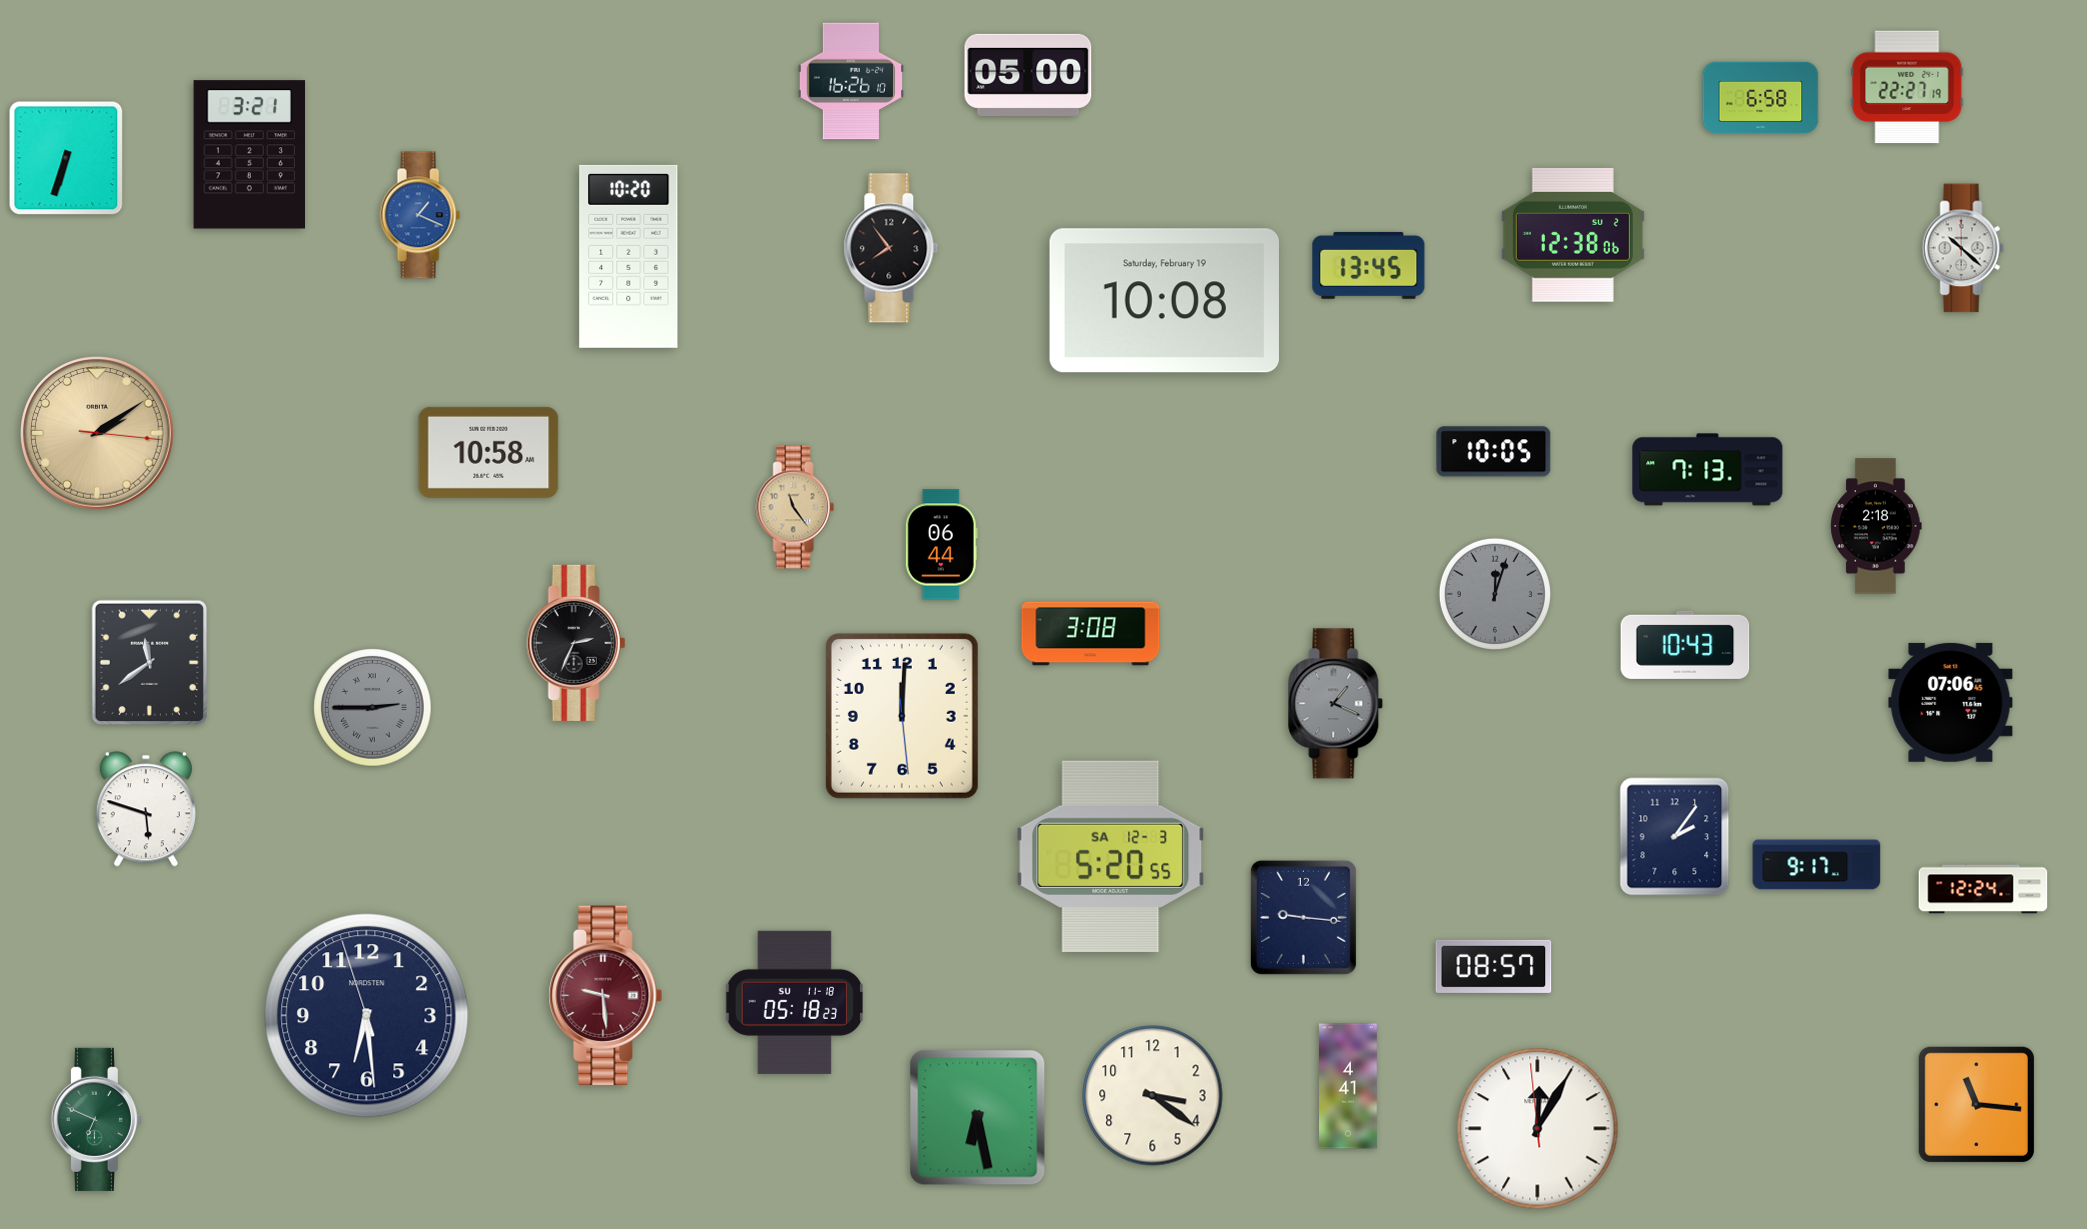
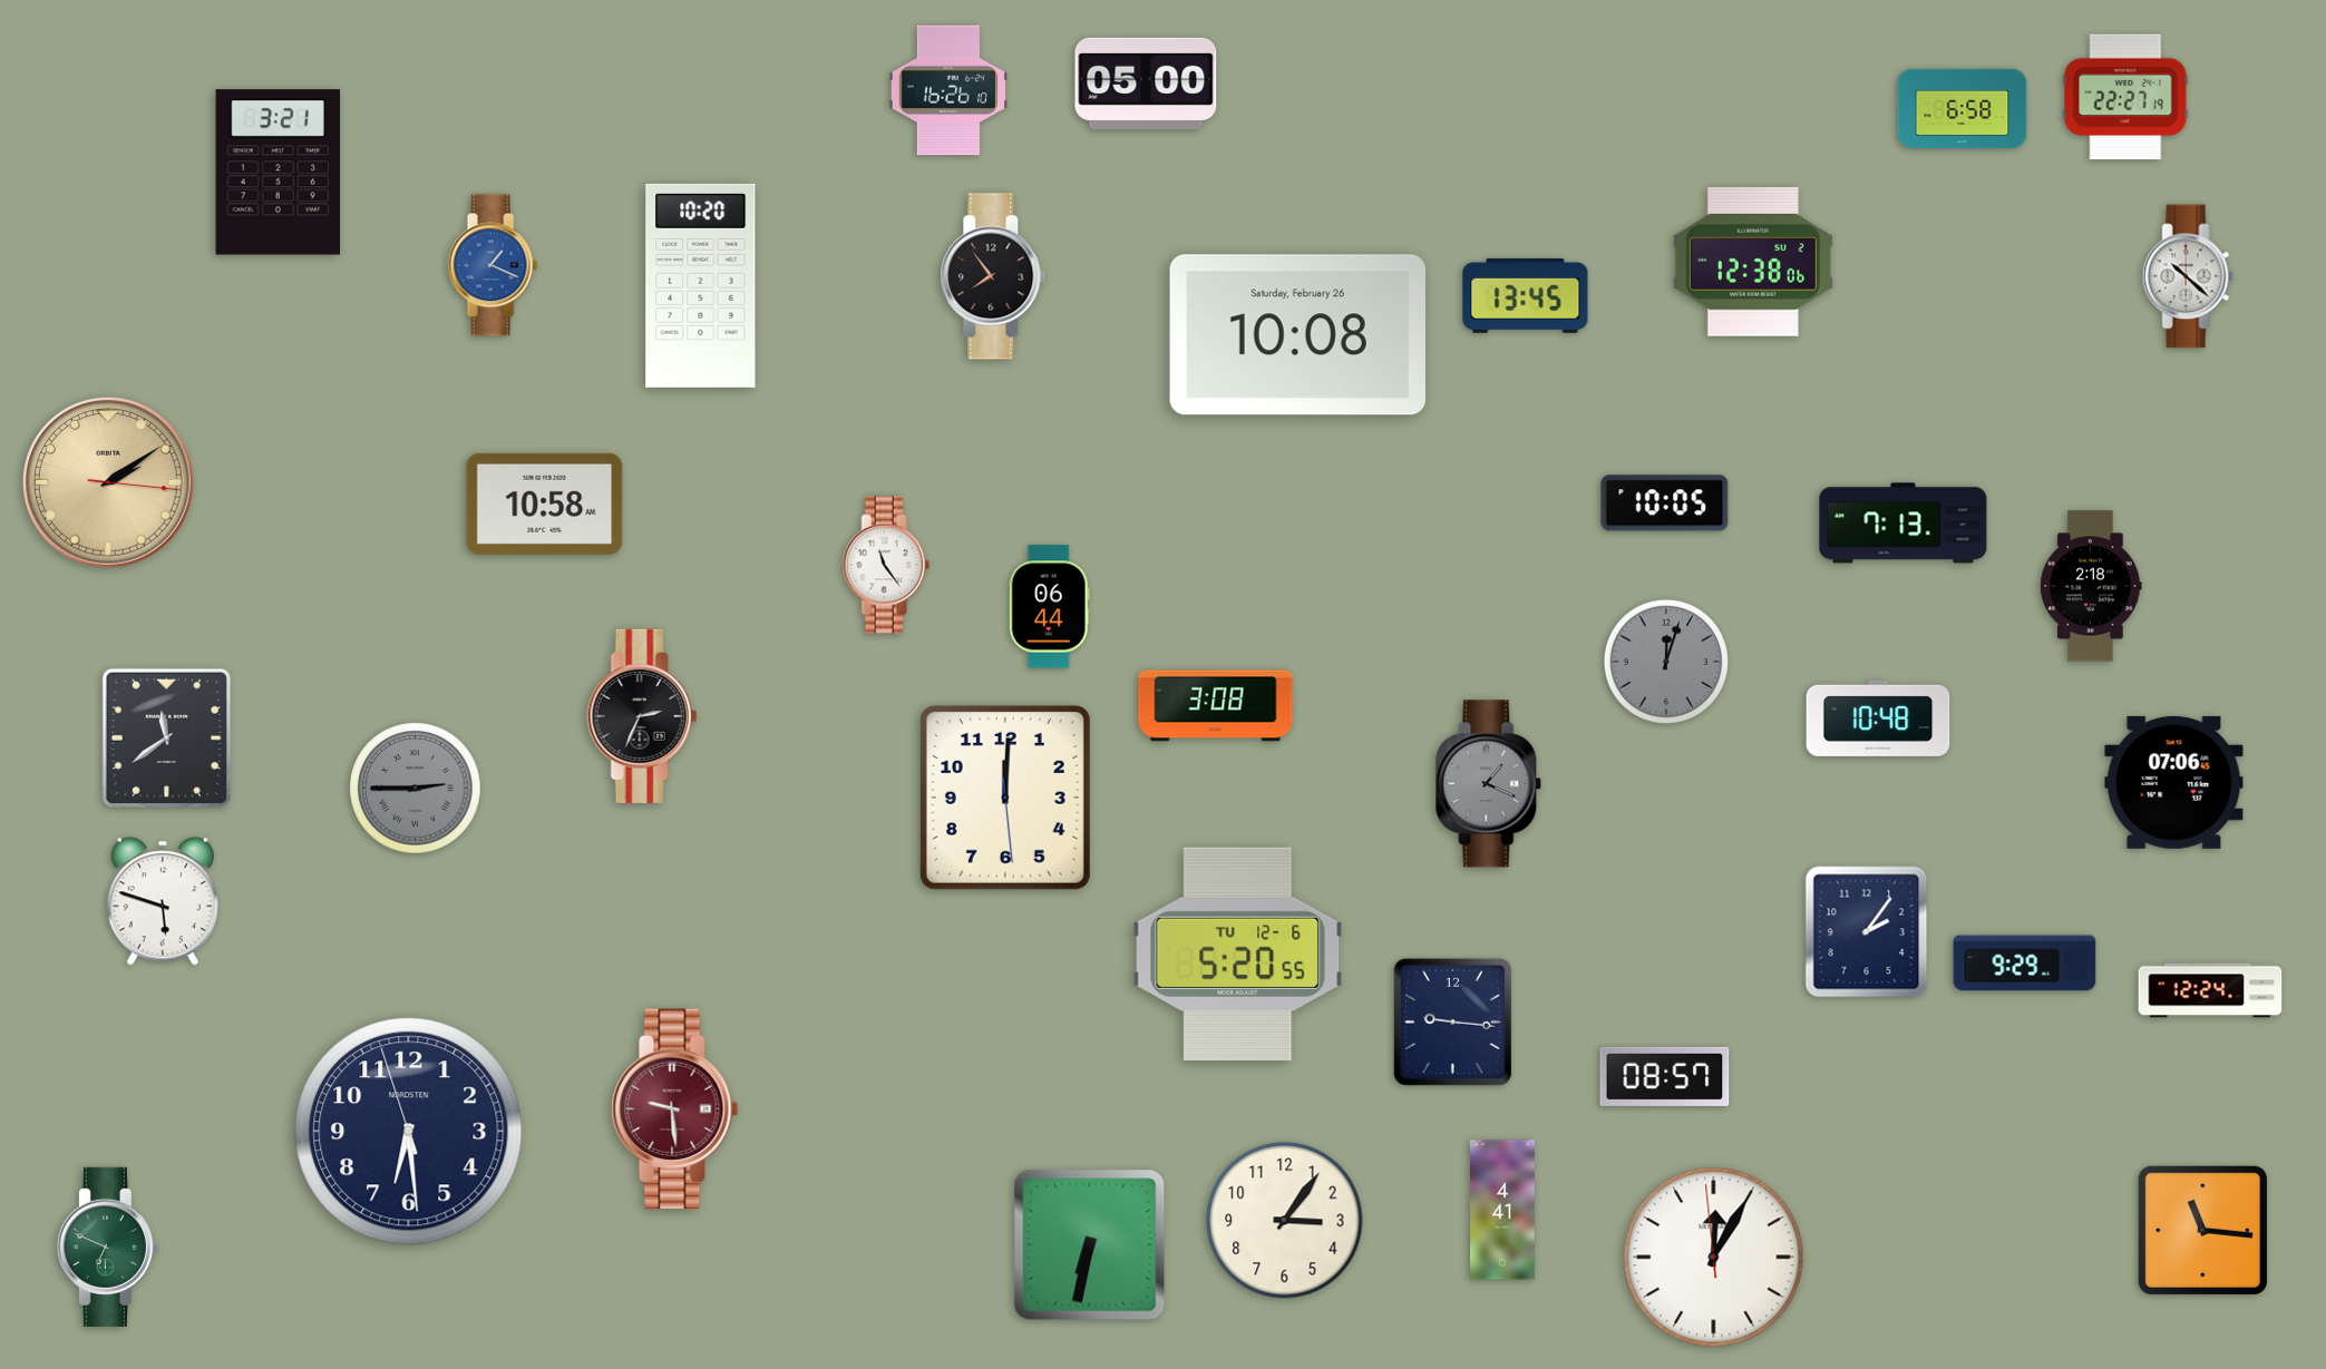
clock at (66, 158): 6:33 -> none
clock at (420, 215) position: (420, 215) -> (493, 265)
clock at (1164, 301) date: Saturday, February 19 -> Saturday, February 26
clock at (795, 507) dial: champagne -> white
clock at (1685, 645): 10:43 -> 10:48
clock at (1111, 857) date: SA 12-3 -> TU 12-6
clock at (1817, 865): 9:17 -> 9:29
clock at (794, 1002): 05:18 -> none
clock at (1153, 1096): 3:21 -> 3:06
clock at (978, 1118): 6:28 -> 6:32
